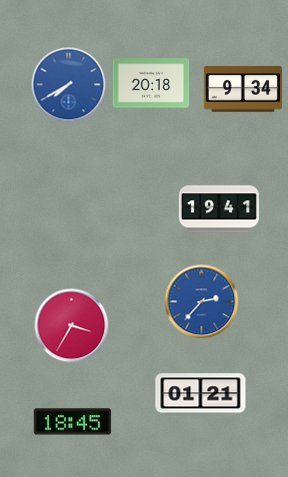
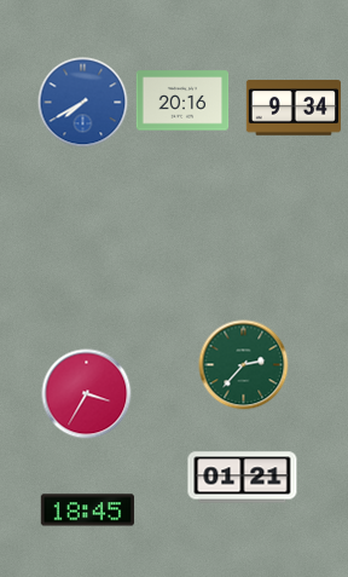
clock at (151, 83): 20:18 -> 20:16
clock at (219, 209): 19:41 -> none
clock at (202, 302) dial: blue -> green
